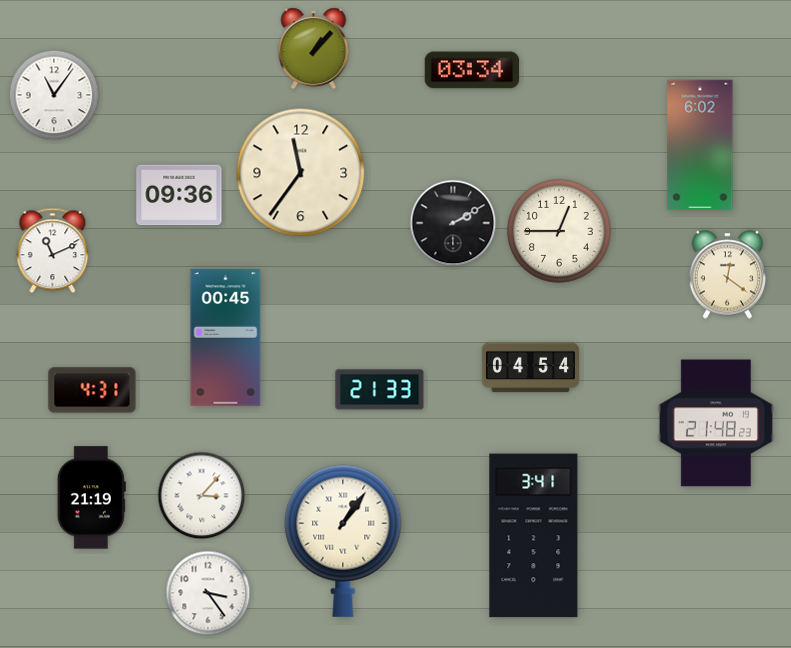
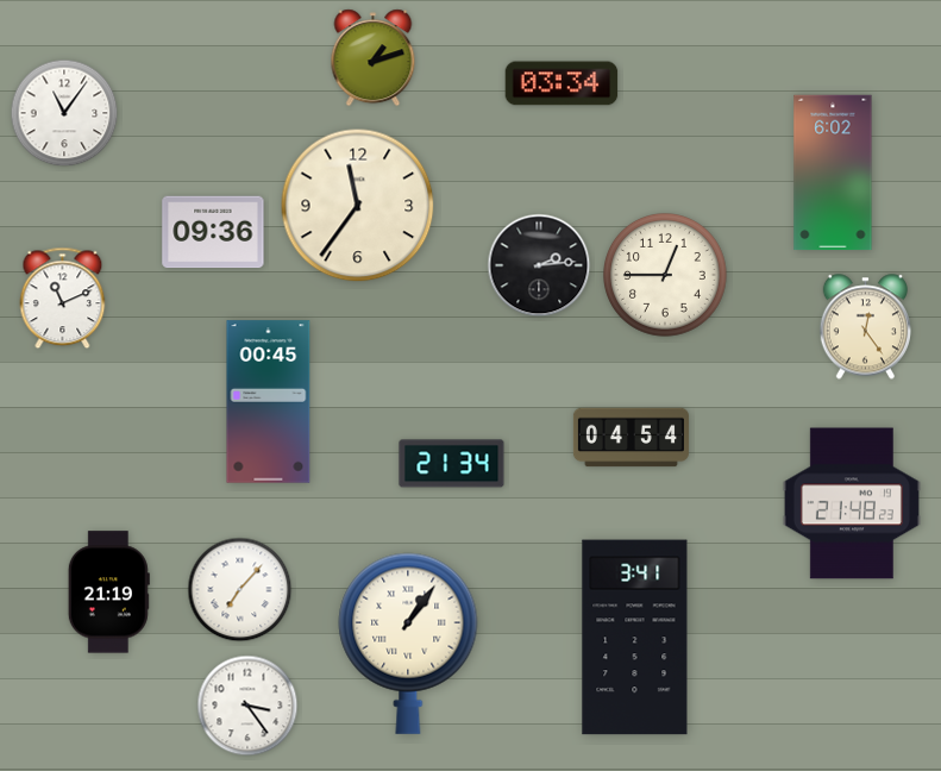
clock at (314, 49): 1:07 -> 1:12
clock at (453, 223): 2:10 -> 2:14
clock at (727, 275): 12:21 -> 12:24
clock at (92, 390): 4:31 -> none
clock at (380, 390): 21:33 -> 21:34
clock at (202, 496): 3:07 -> 7:07
